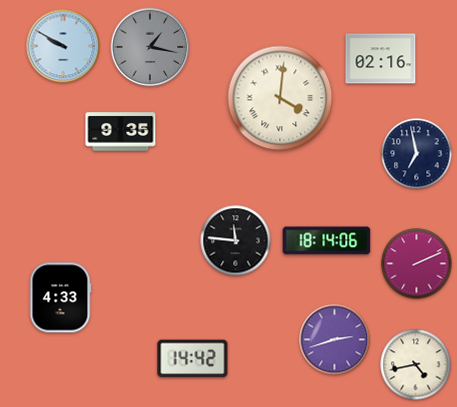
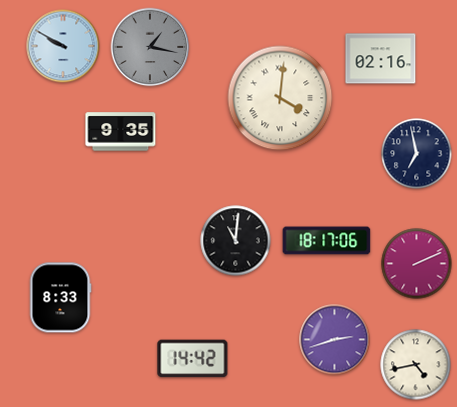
clock at (236, 241): 11:46 -> 11:01
clock at (327, 241): 18:14 -> 18:17
clock at (60, 298): 4:33 -> 8:33
